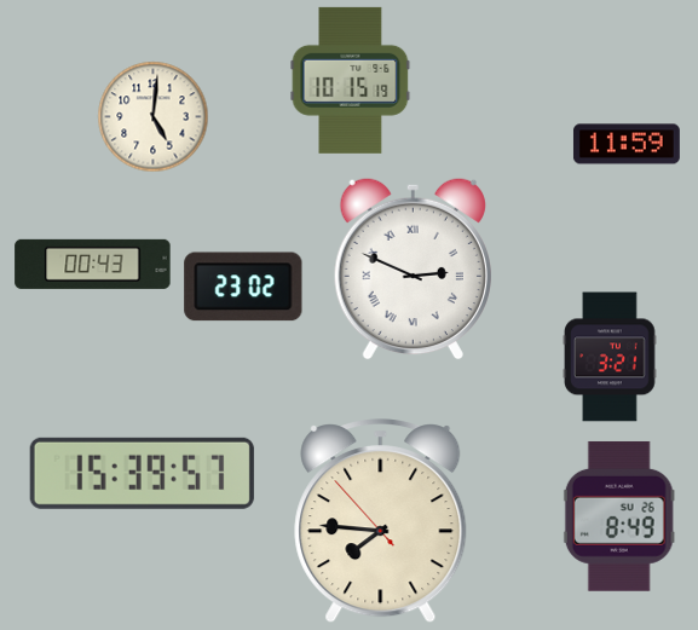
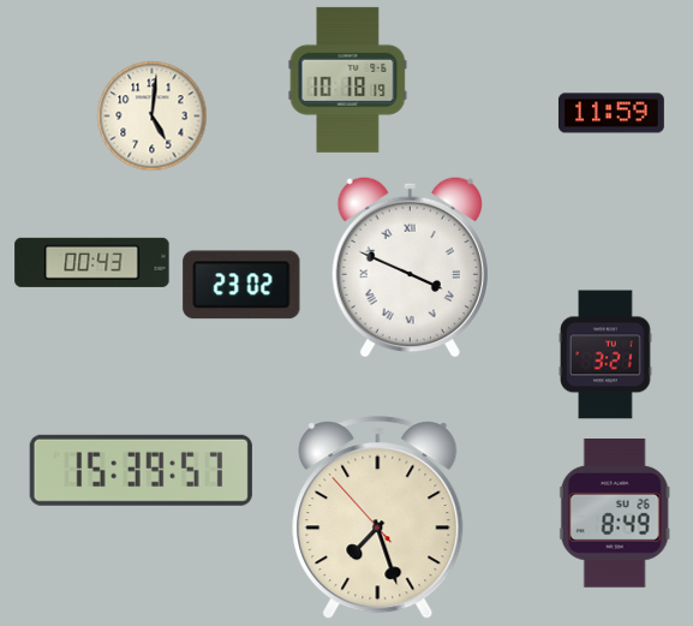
clock at (351, 80): 10:15 -> 10:18
clock at (627, 144) position: (627, 144) -> (611, 113)
clock at (413, 268): 2:49 -> 3:49
clock at (381, 521): 7:45 -> 7:26
